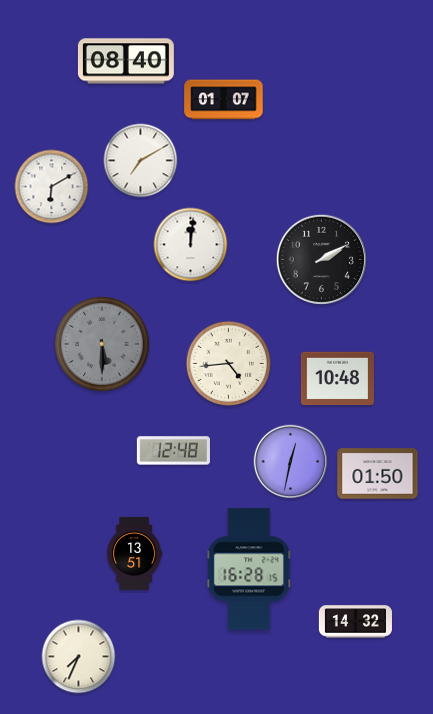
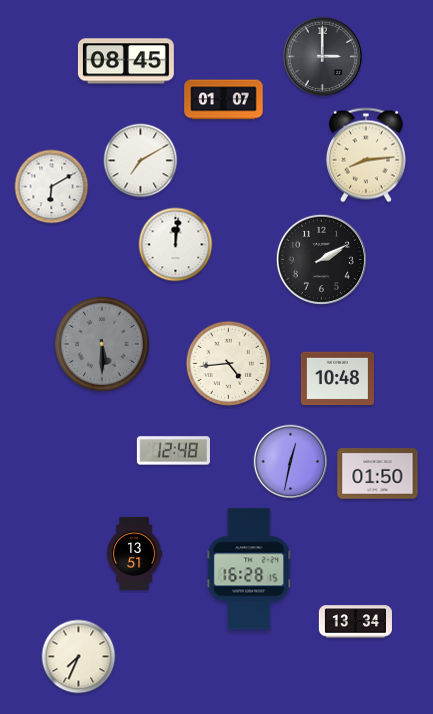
clock at (323, 57): none -> 3:00
clock at (126, 61): 08:40 -> 08:45
clock at (366, 155): none -> 8:14
clock at (191, 245) position: (191, 245) -> (176, 245)
clock at (355, 622): 14:32 -> 13:34
